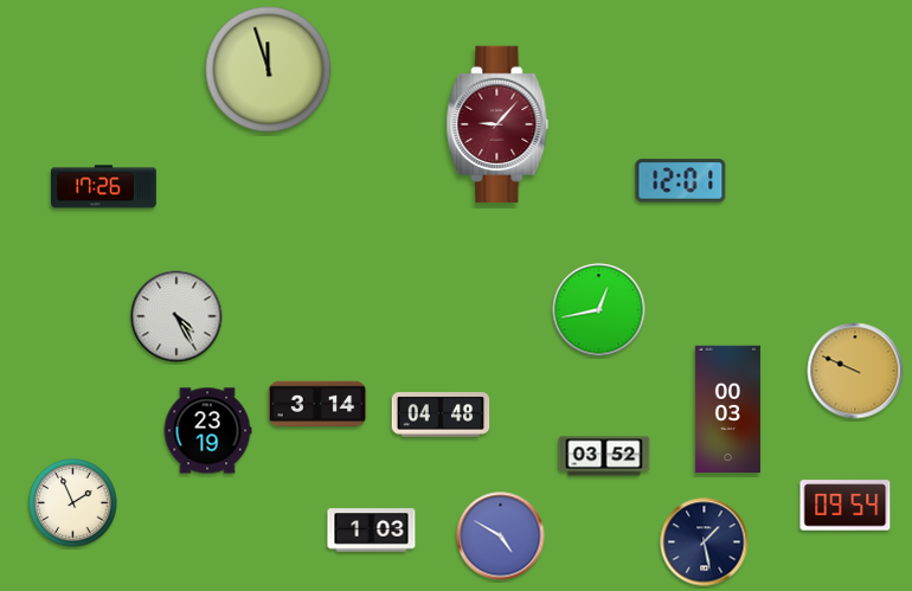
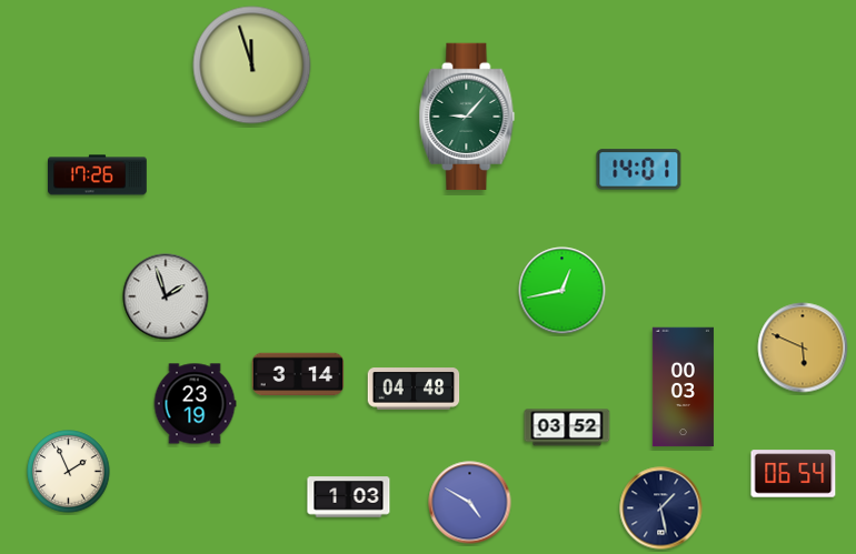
clock at (497, 124) dial: burgundy -> green
clock at (681, 181): 12:01 -> 14:01
clock at (176, 316): 4:25 -> 1:57
clock at (855, 371): 9:49 -> 5:49
clock at (317, 404) position: (317, 404) -> (298, 374)
clock at (727, 410) position: (727, 410) -> (683, 387)
clock at (846, 506): 09:54 -> 06:54
